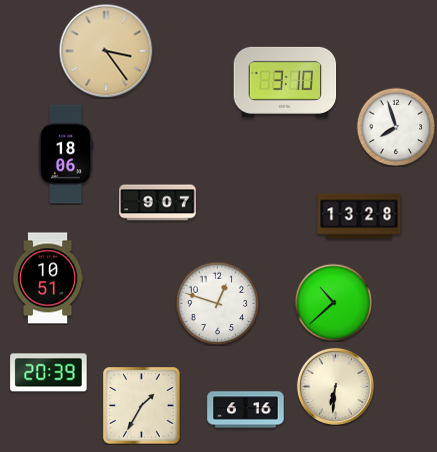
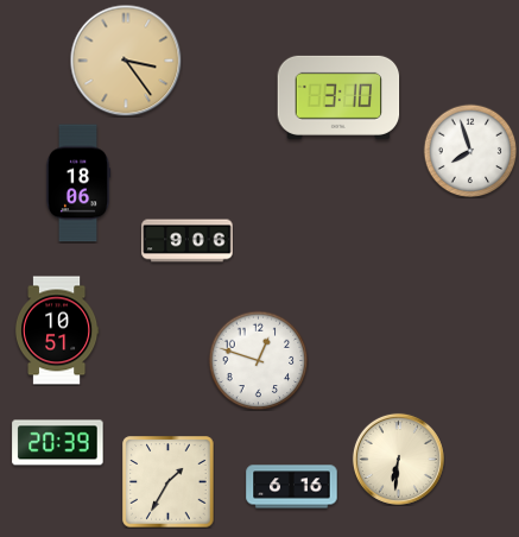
clock at (158, 203): 9:07 -> 9:06
clock at (359, 216): 13:28 -> none
clock at (333, 302): 10:38 -> none
